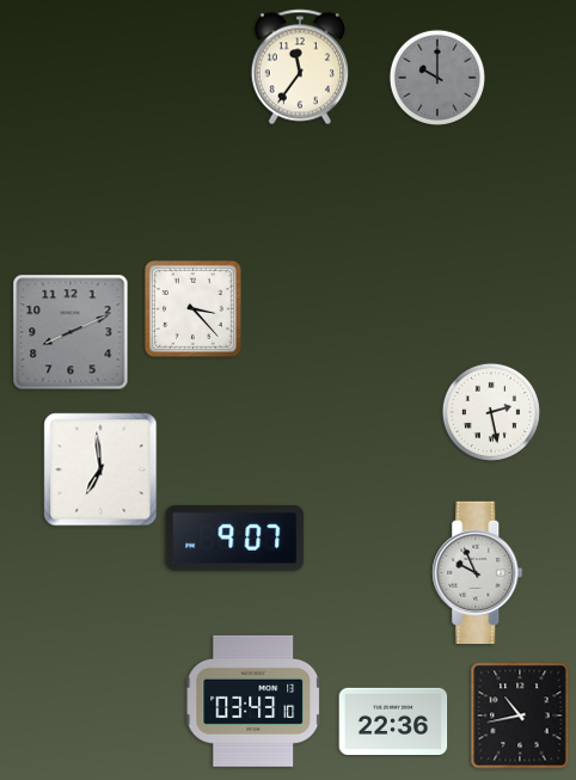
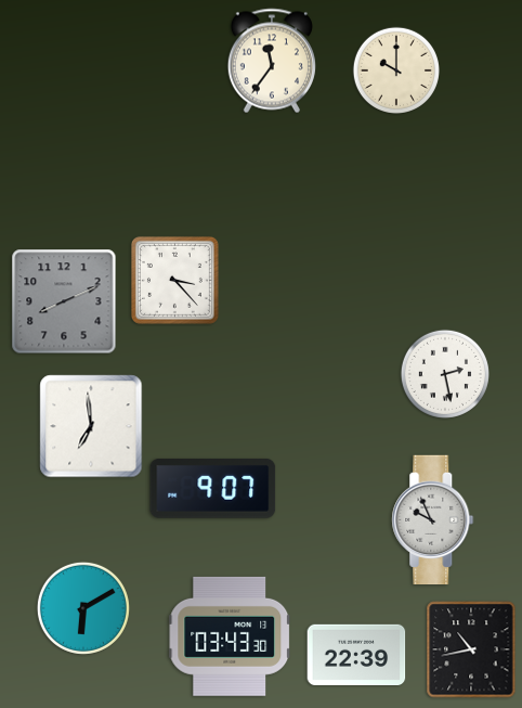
clock at (436, 76) dial: grey -> cream
clock at (83, 608): none -> 6:10
clock at (255, 701): 03:43:10 -> 03:43:30
clock at (393, 720): 22:36 -> 22:39
